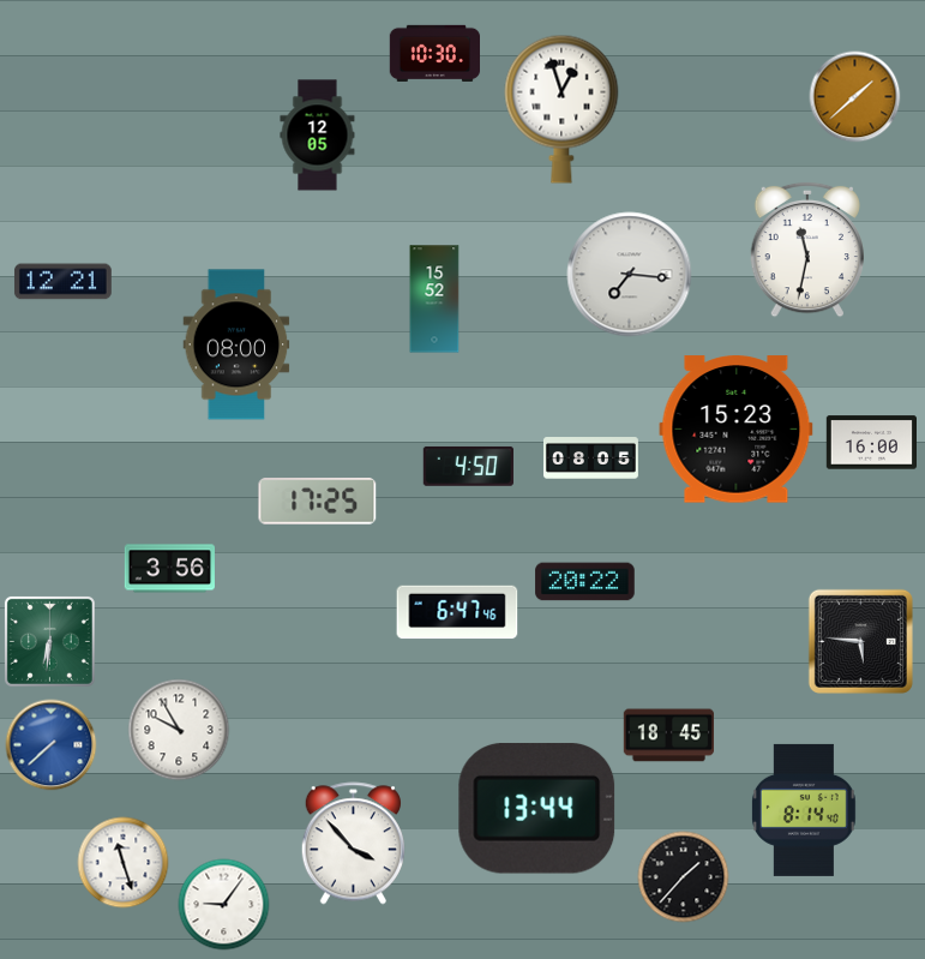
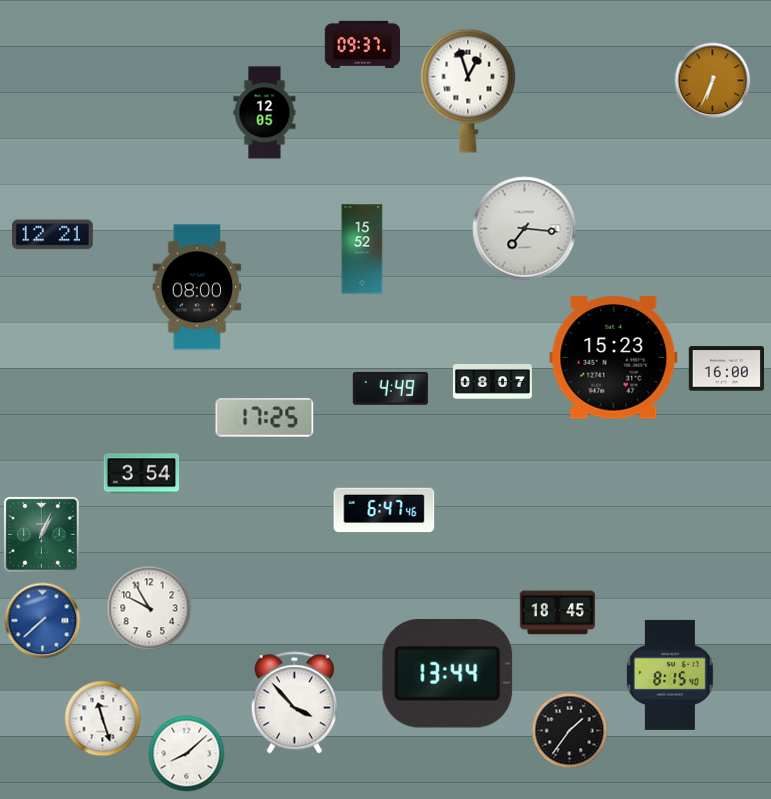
clock at (434, 53): 10:30 -> 09:37
clock at (855, 97): 1:38 -> 6:34
clock at (806, 250): 11:32 -> none
clock at (590, 458): 08:05 -> 08:07
clock at (468, 466): 4:50 -> 4:49
clock at (169, 569): 3:56 -> 3:54
clock at (585, 582): 20:22 -> none
clock at (457, 612) position: (457, 612) -> (384, 510)
clock at (49, 641): 6:31 -> 1:04
clock at (860, 641): 5:46 -> none
clock at (804, 810): 8:14 -> 8:15
clock at (684, 877): 1:37 -> 1:36
clock at (224, 905): 9:06 -> 8:08
